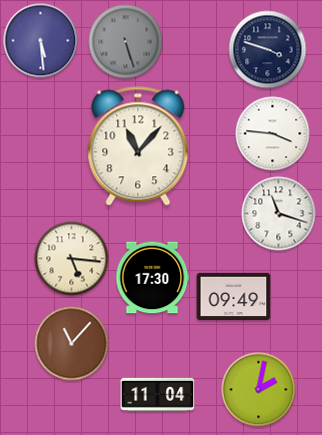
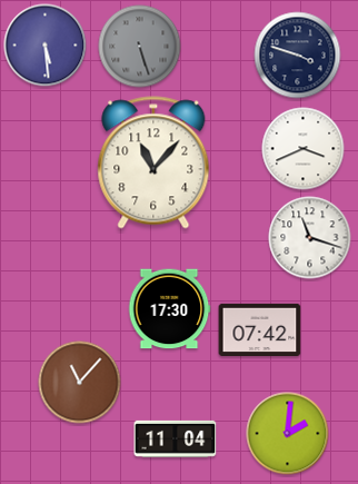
clock at (273, 134): 3:46 -> 3:41
clock at (72, 259): 5:16 -> none
clock at (234, 296): 09:49 -> 07:42
clock at (259, 390): 2:02 -> 2:01
